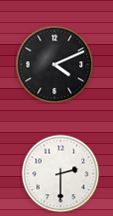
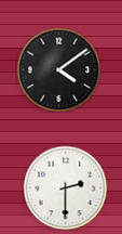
clock at (54, 64): 4:11 -> 4:09
